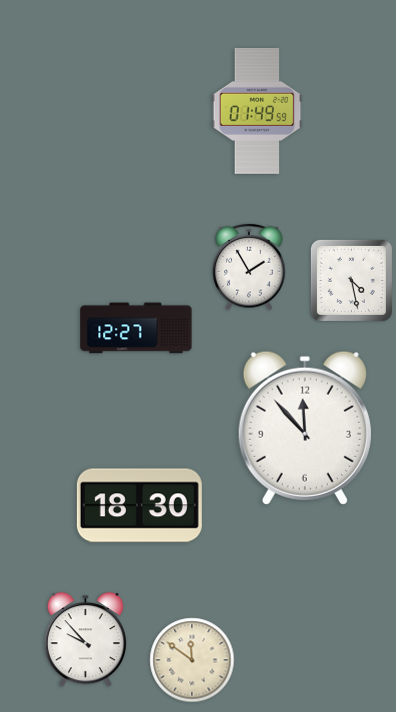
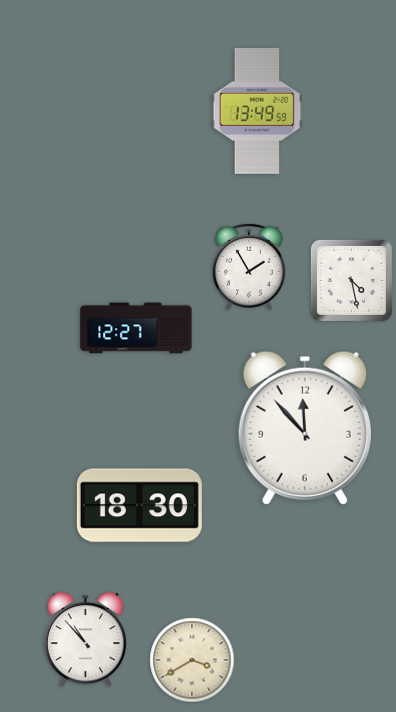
clock at (257, 111): 01:49 -> 13:49
clock at (85, 640): 9:53 -> 10:53
clock at (192, 660): 11:51 -> 3:40
